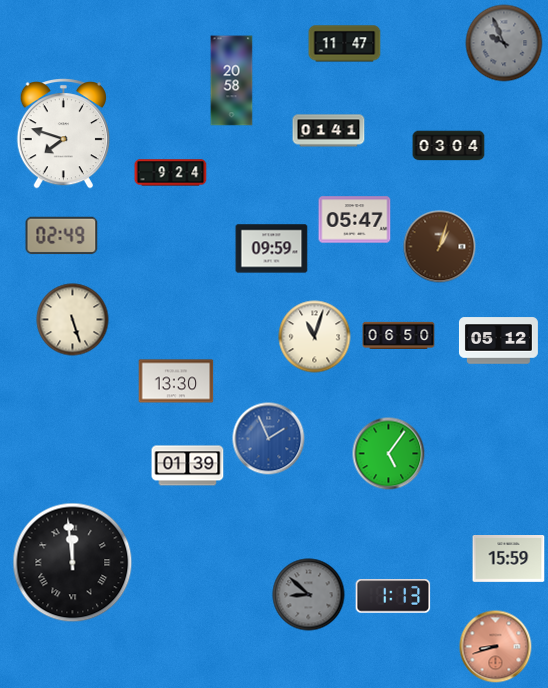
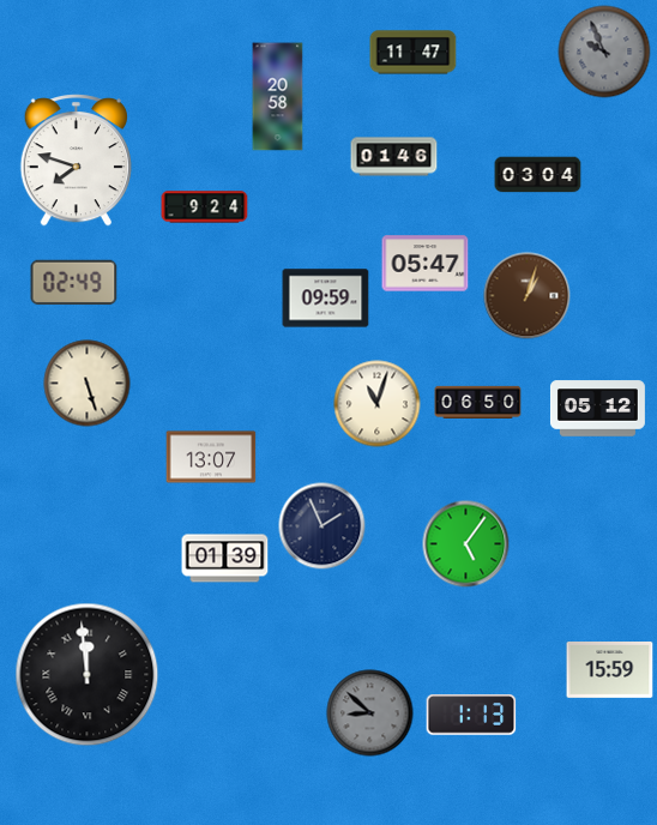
clock at (329, 131): 01:41 -> 01:46
clock at (176, 381): 13:30 -> 13:07
clock at (269, 439) dial: blue -> navy
clock at (496, 647): 8:42 -> none
